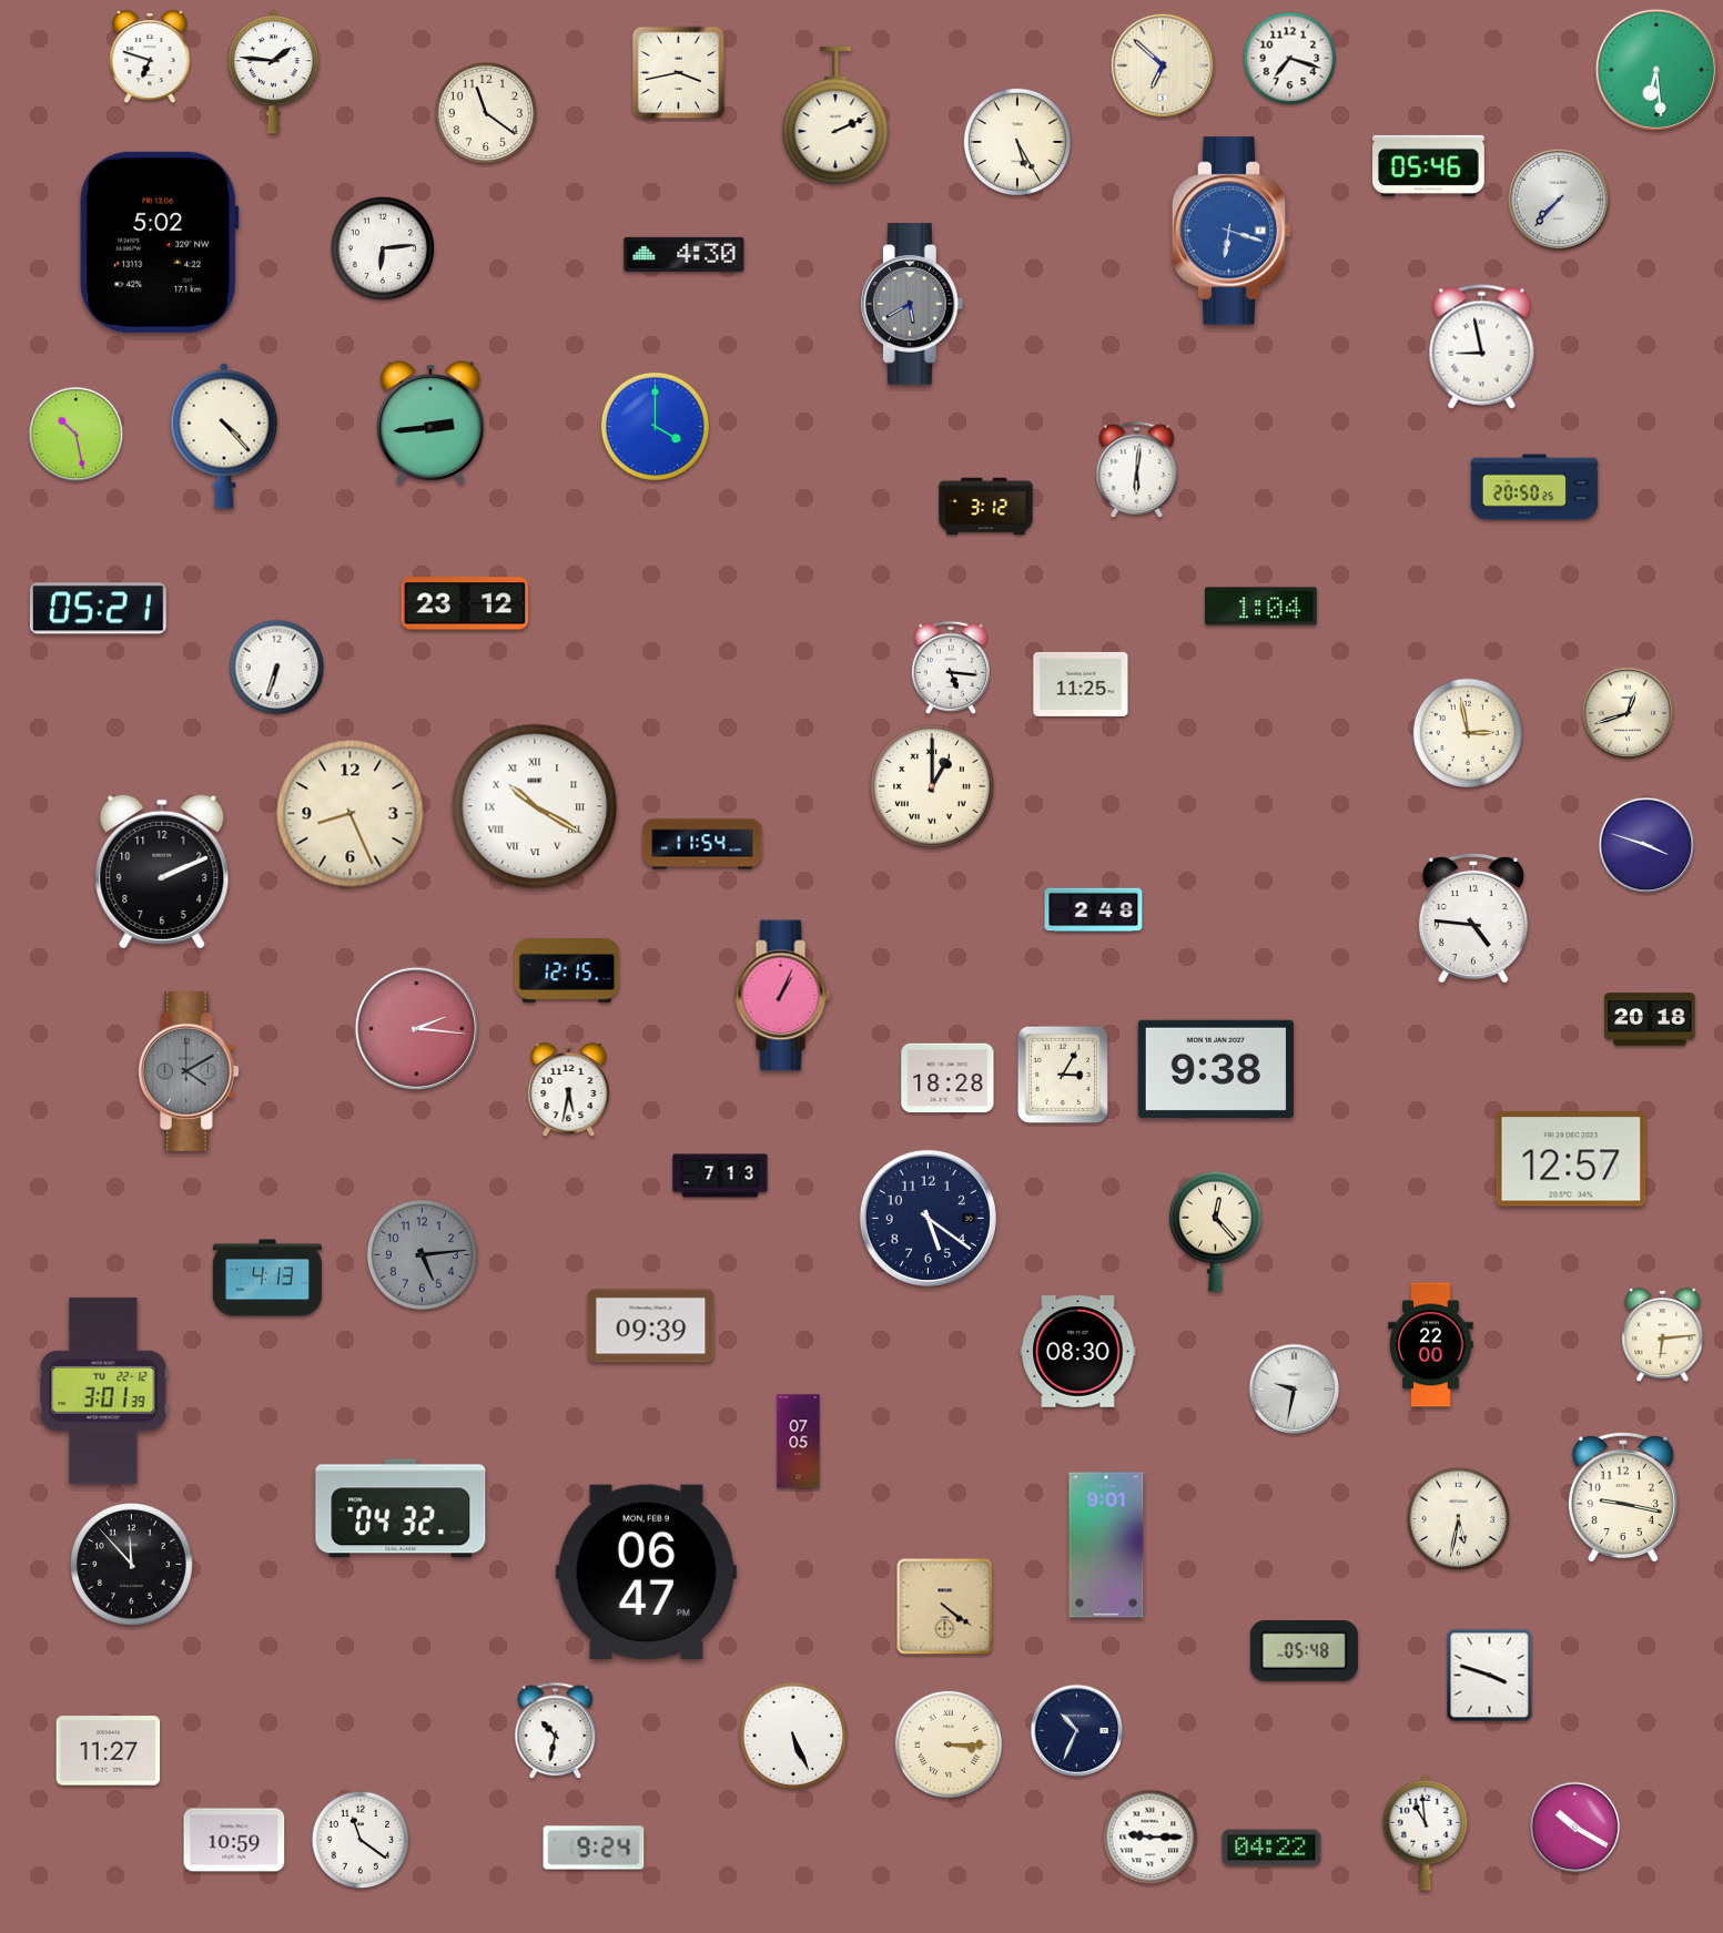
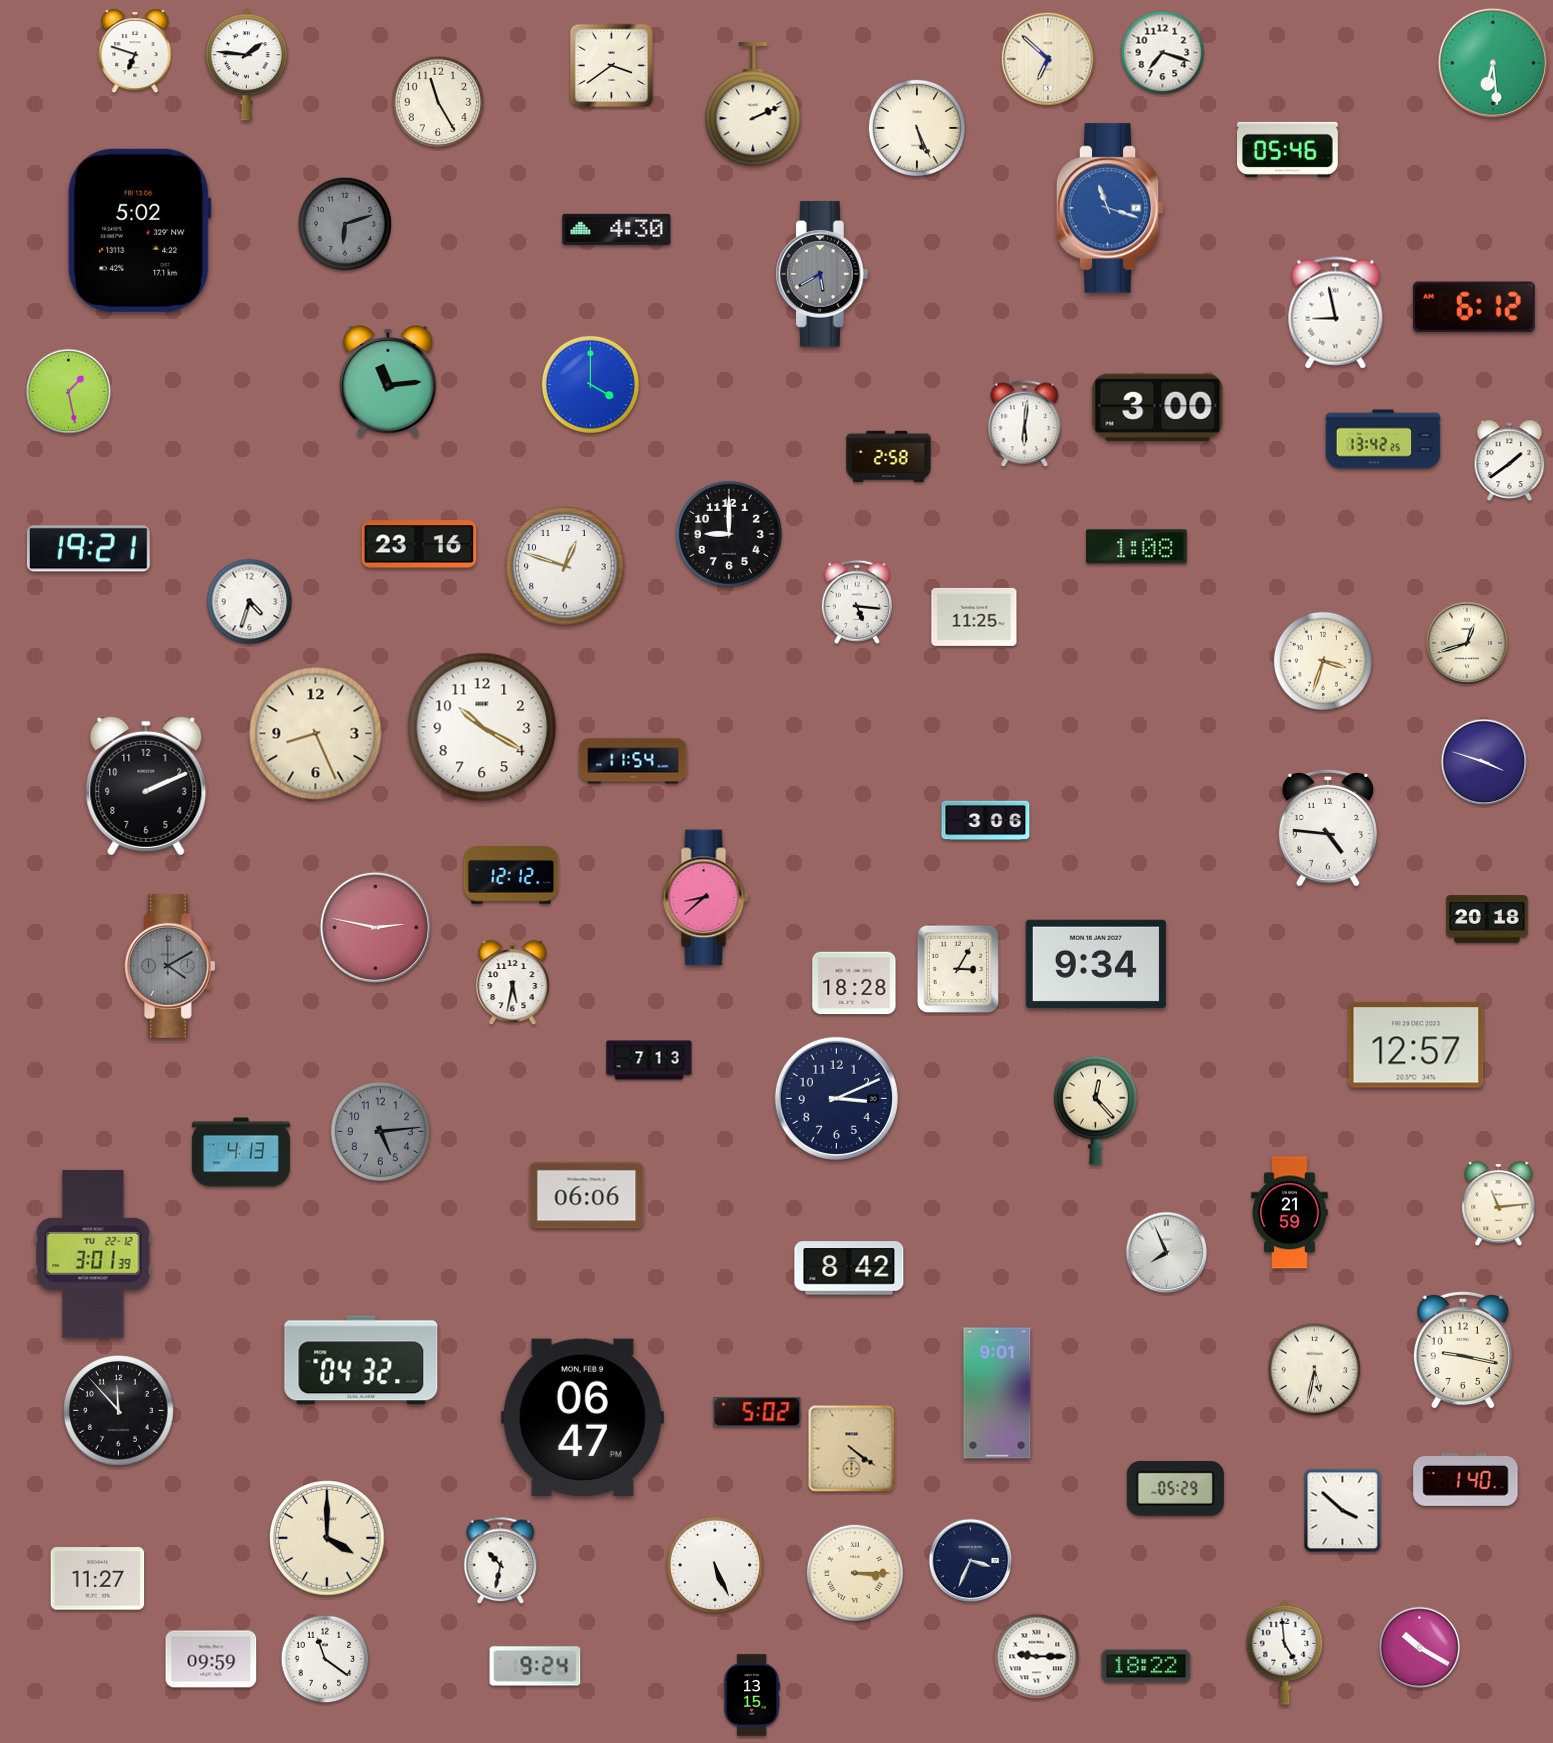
clock at (679, 73): 3:43 -> 3:39
clock at (486, 113): 11:21 -> 11:25
clock at (1017, 142): 5:25 -> 5:26
clock at (1559, 200): 7:37 -> none
clock at (1232, 231): 6:18 -> 11:18
clock at (160, 242) position: (160, 242) -> (140, 230)
clock at (383, 248): 6:14 -> 6:12
clock at (383, 248) dial: white -> grey
clock at (1474, 307): none -> 6:12
clock at (430, 421): 2:44 -> 11:14
clock at (77, 435): 10:28 -> 1:28
clock at (224, 436): 4:23 -> none
clock at (1158, 407): none -> 3:00
clock at (1534, 487): 20:50 -> 13:42
clock at (986, 507): 3:12 -> 2:58
clock at (1510, 460): none -> 1:39
clock at (729, 534): none -> 9:00
clock at (465, 603): 23:12 -> 23:16
clock at (1261, 607): 1:04 -> 1:08
clock at (98, 609): 05:21 -> 19:21
clock at (565, 566): none -> 12:48
clock at (277, 668): 6:33 -> 4:33
clock at (1468, 733): 2:58 -> 3:33
clock at (932, 786): 1:00 -> none
clock at (535, 806) numerals: Roman -> Arabic
clock at (1094, 910): 2:48 -> 3:06
clock at (567, 970): 12:15 -> 12:12
clock at (783, 996): 1:04 -> 8:38
clock at (416, 1028): 2:16 -> 2:47
clock at (1216, 1068): 9:38 -> 9:34
clock at (947, 1078) position: (947, 1078) -> (854, 983)
clock at (928, 1218): 5:21 -> 3:11
clock at (651, 1326): 09:39 -> 06:06
clock at (1663, 1335): 6:14 -> 11:14
clock at (1431, 1345): 22:00 -> 21:59
clock at (1078, 1352): 08:30 -> none
clock at (1295, 1390): 9:32 -> 7:56
clock at (849, 1268): none -> 8:42
clock at (799, 1442): 07:05 -> none
clock at (757, 1412): none -> 5:02
clock at (1466, 1479): none -> 1:40
clock at (1304, 1650): 05:48 -> 05:29
clock at (1490, 1676): 3:48 -> 3:52
clock at (327, 1538): none -> 4:00
clock at (1077, 1731): 10:34 -> 3:34
clock at (1426, 1832): 10:59 -> 4:59
clock at (234, 1840): 10:59 -> 09:59
clock at (1271, 1848): 04:22 -> 18:22
clock at (752, 1695): none -> 13:15
